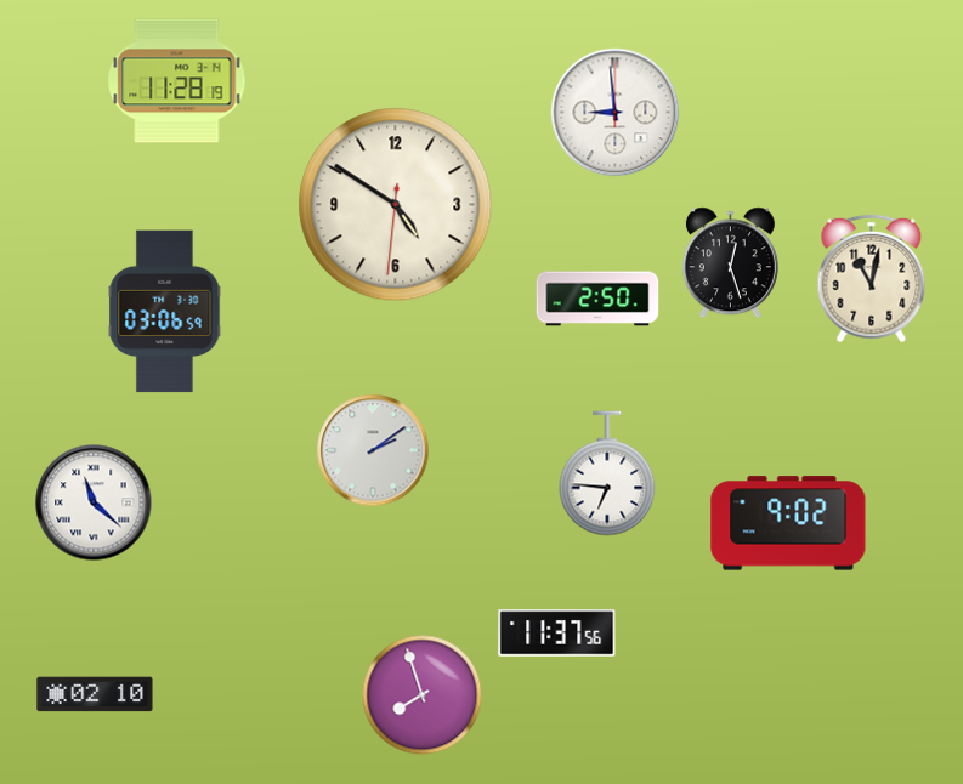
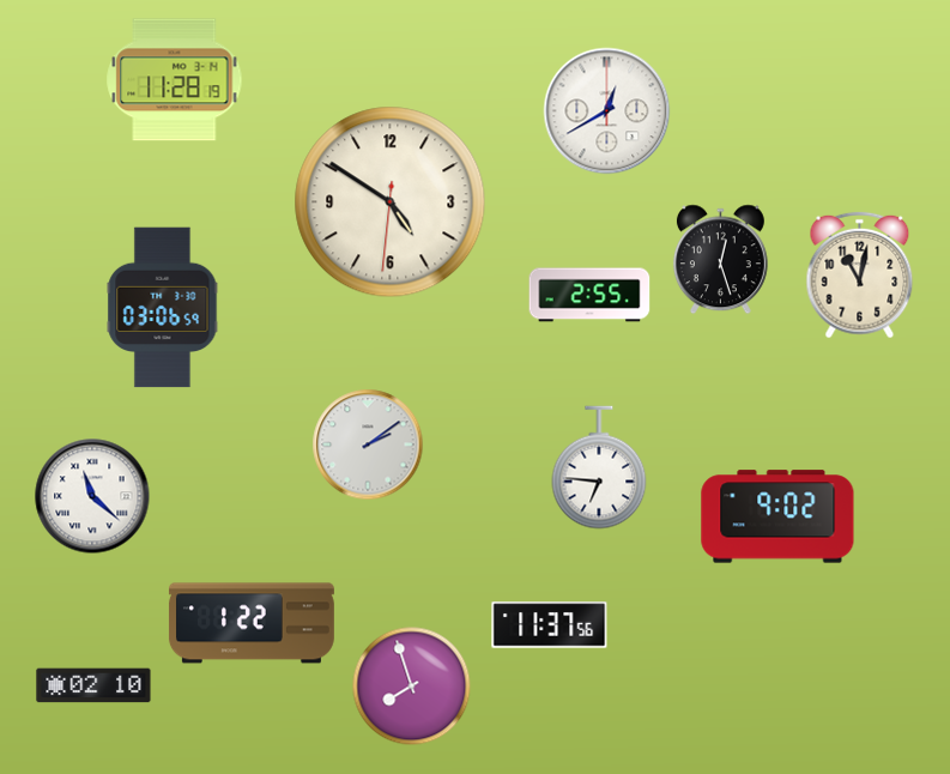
clock at (616, 113): 8:59 -> 12:40
clock at (597, 299): 2:50 -> 2:55
clock at (252, 623): none -> 1:22
clock at (423, 695) position: (423, 695) -> (412, 687)
